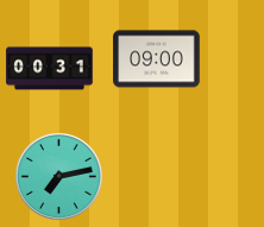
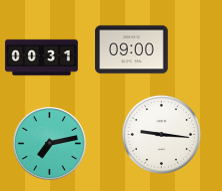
clock at (161, 134): none -> 9:16
clock at (58, 176) position: (58, 176) -> (49, 143)
